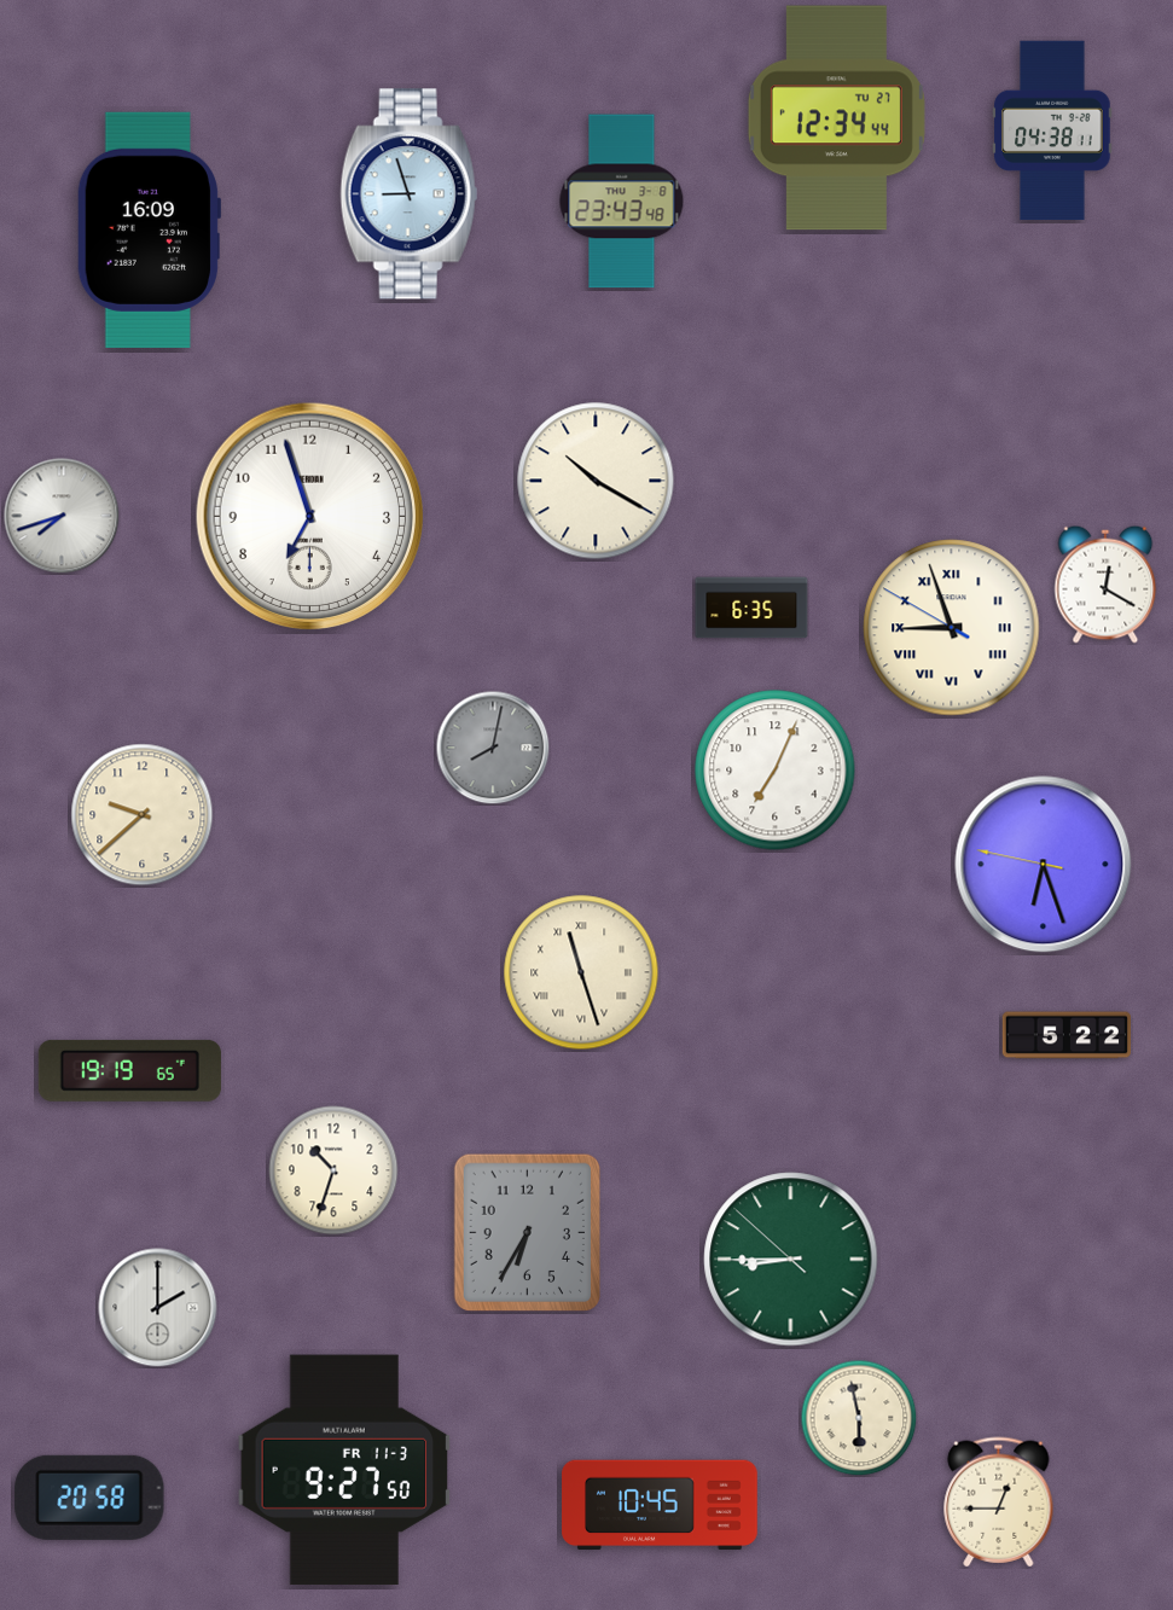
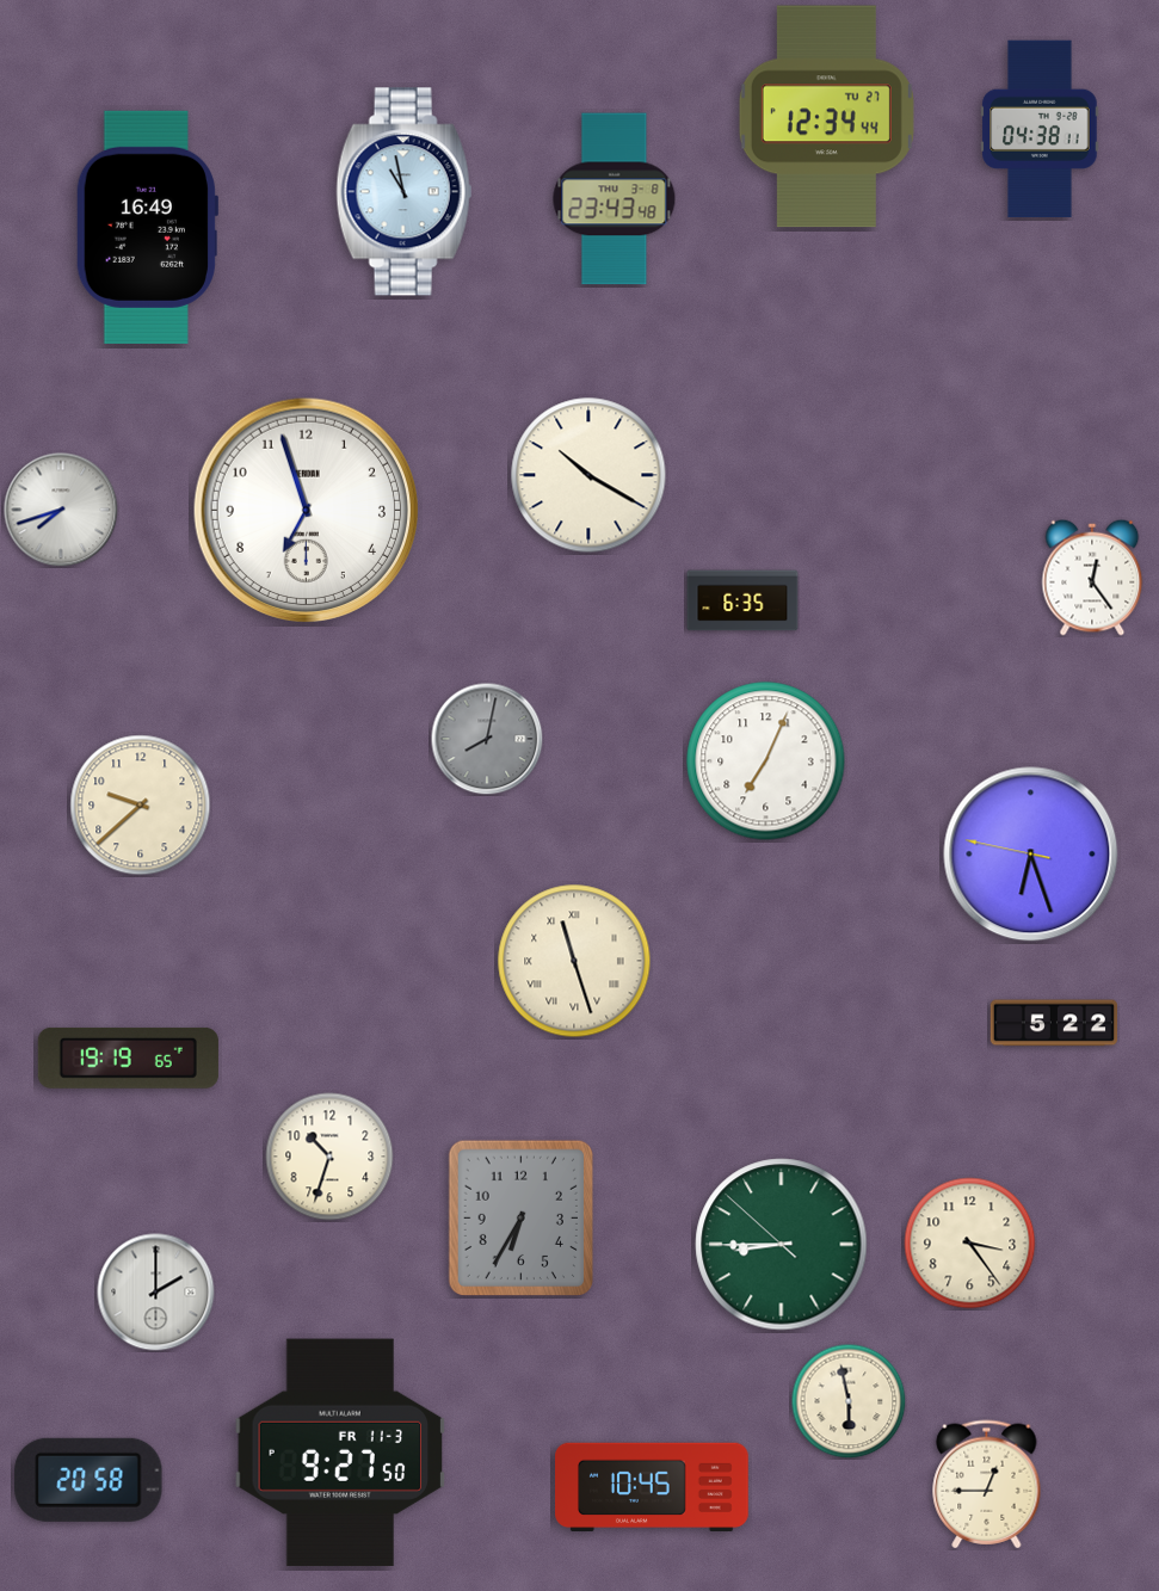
clock at (410, 194): 8:57 -> 10:58
clock at (147, 229): 16:09 -> 16:49
clock at (1105, 585): 12:20 -> 12:24
clock at (952, 628): 8:56 -> none
clock at (970, 1244): none -> 3:24
